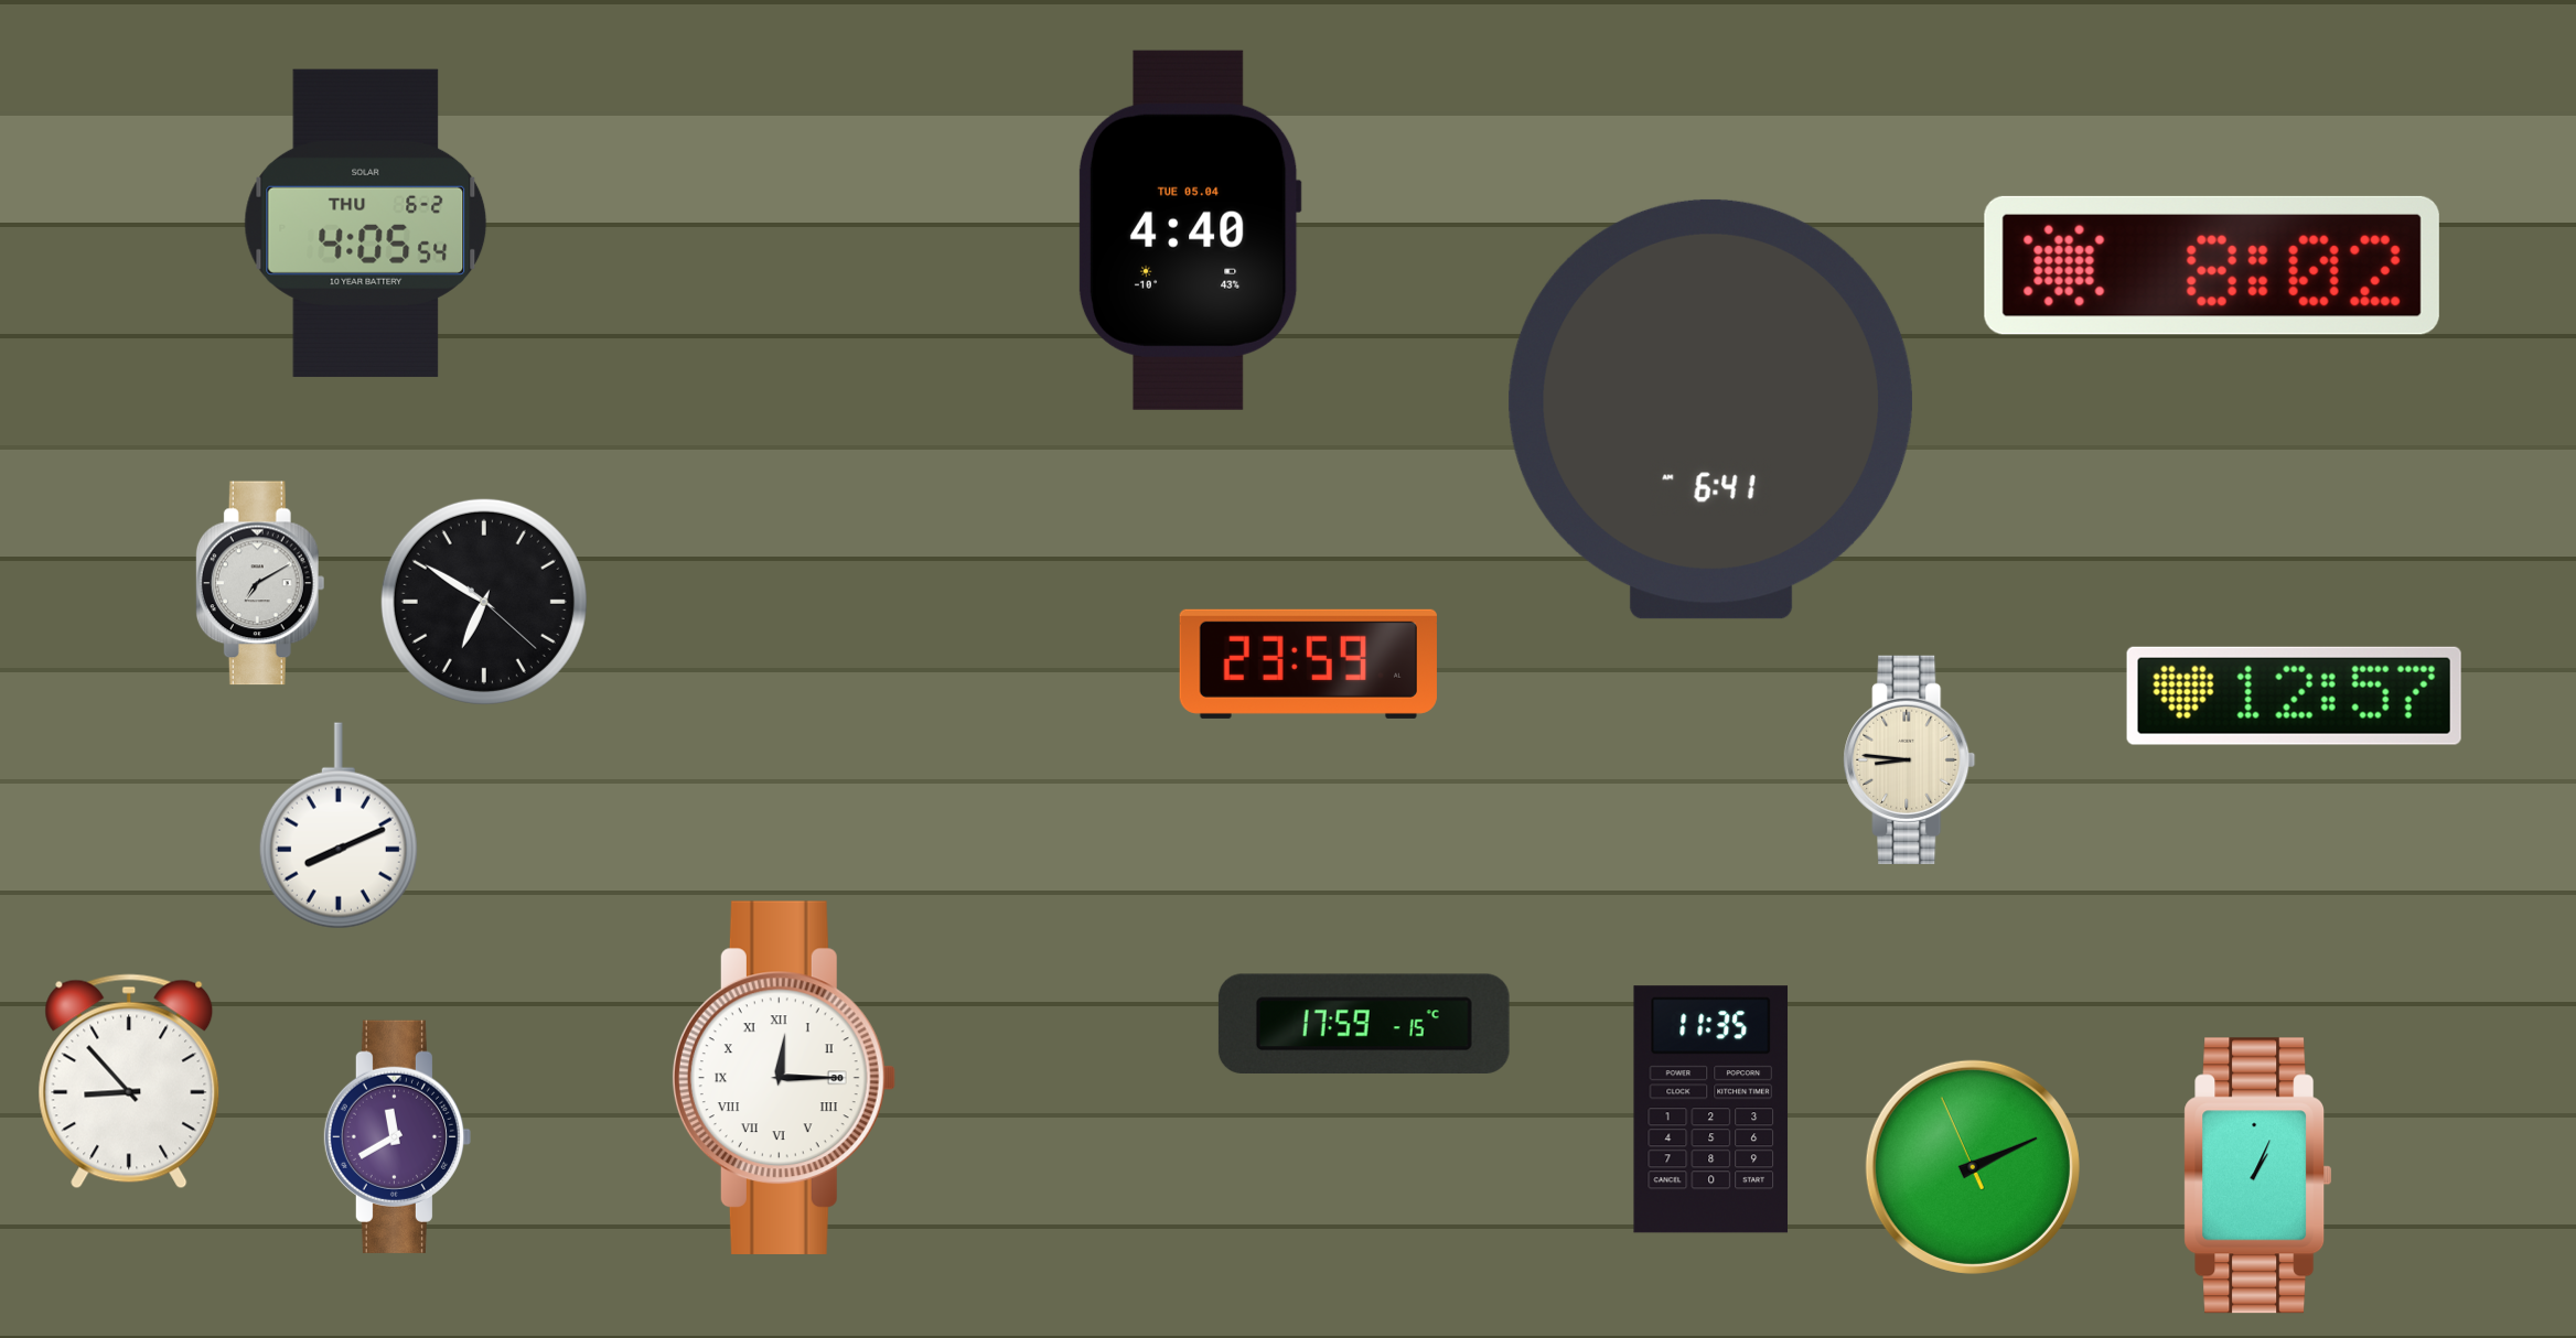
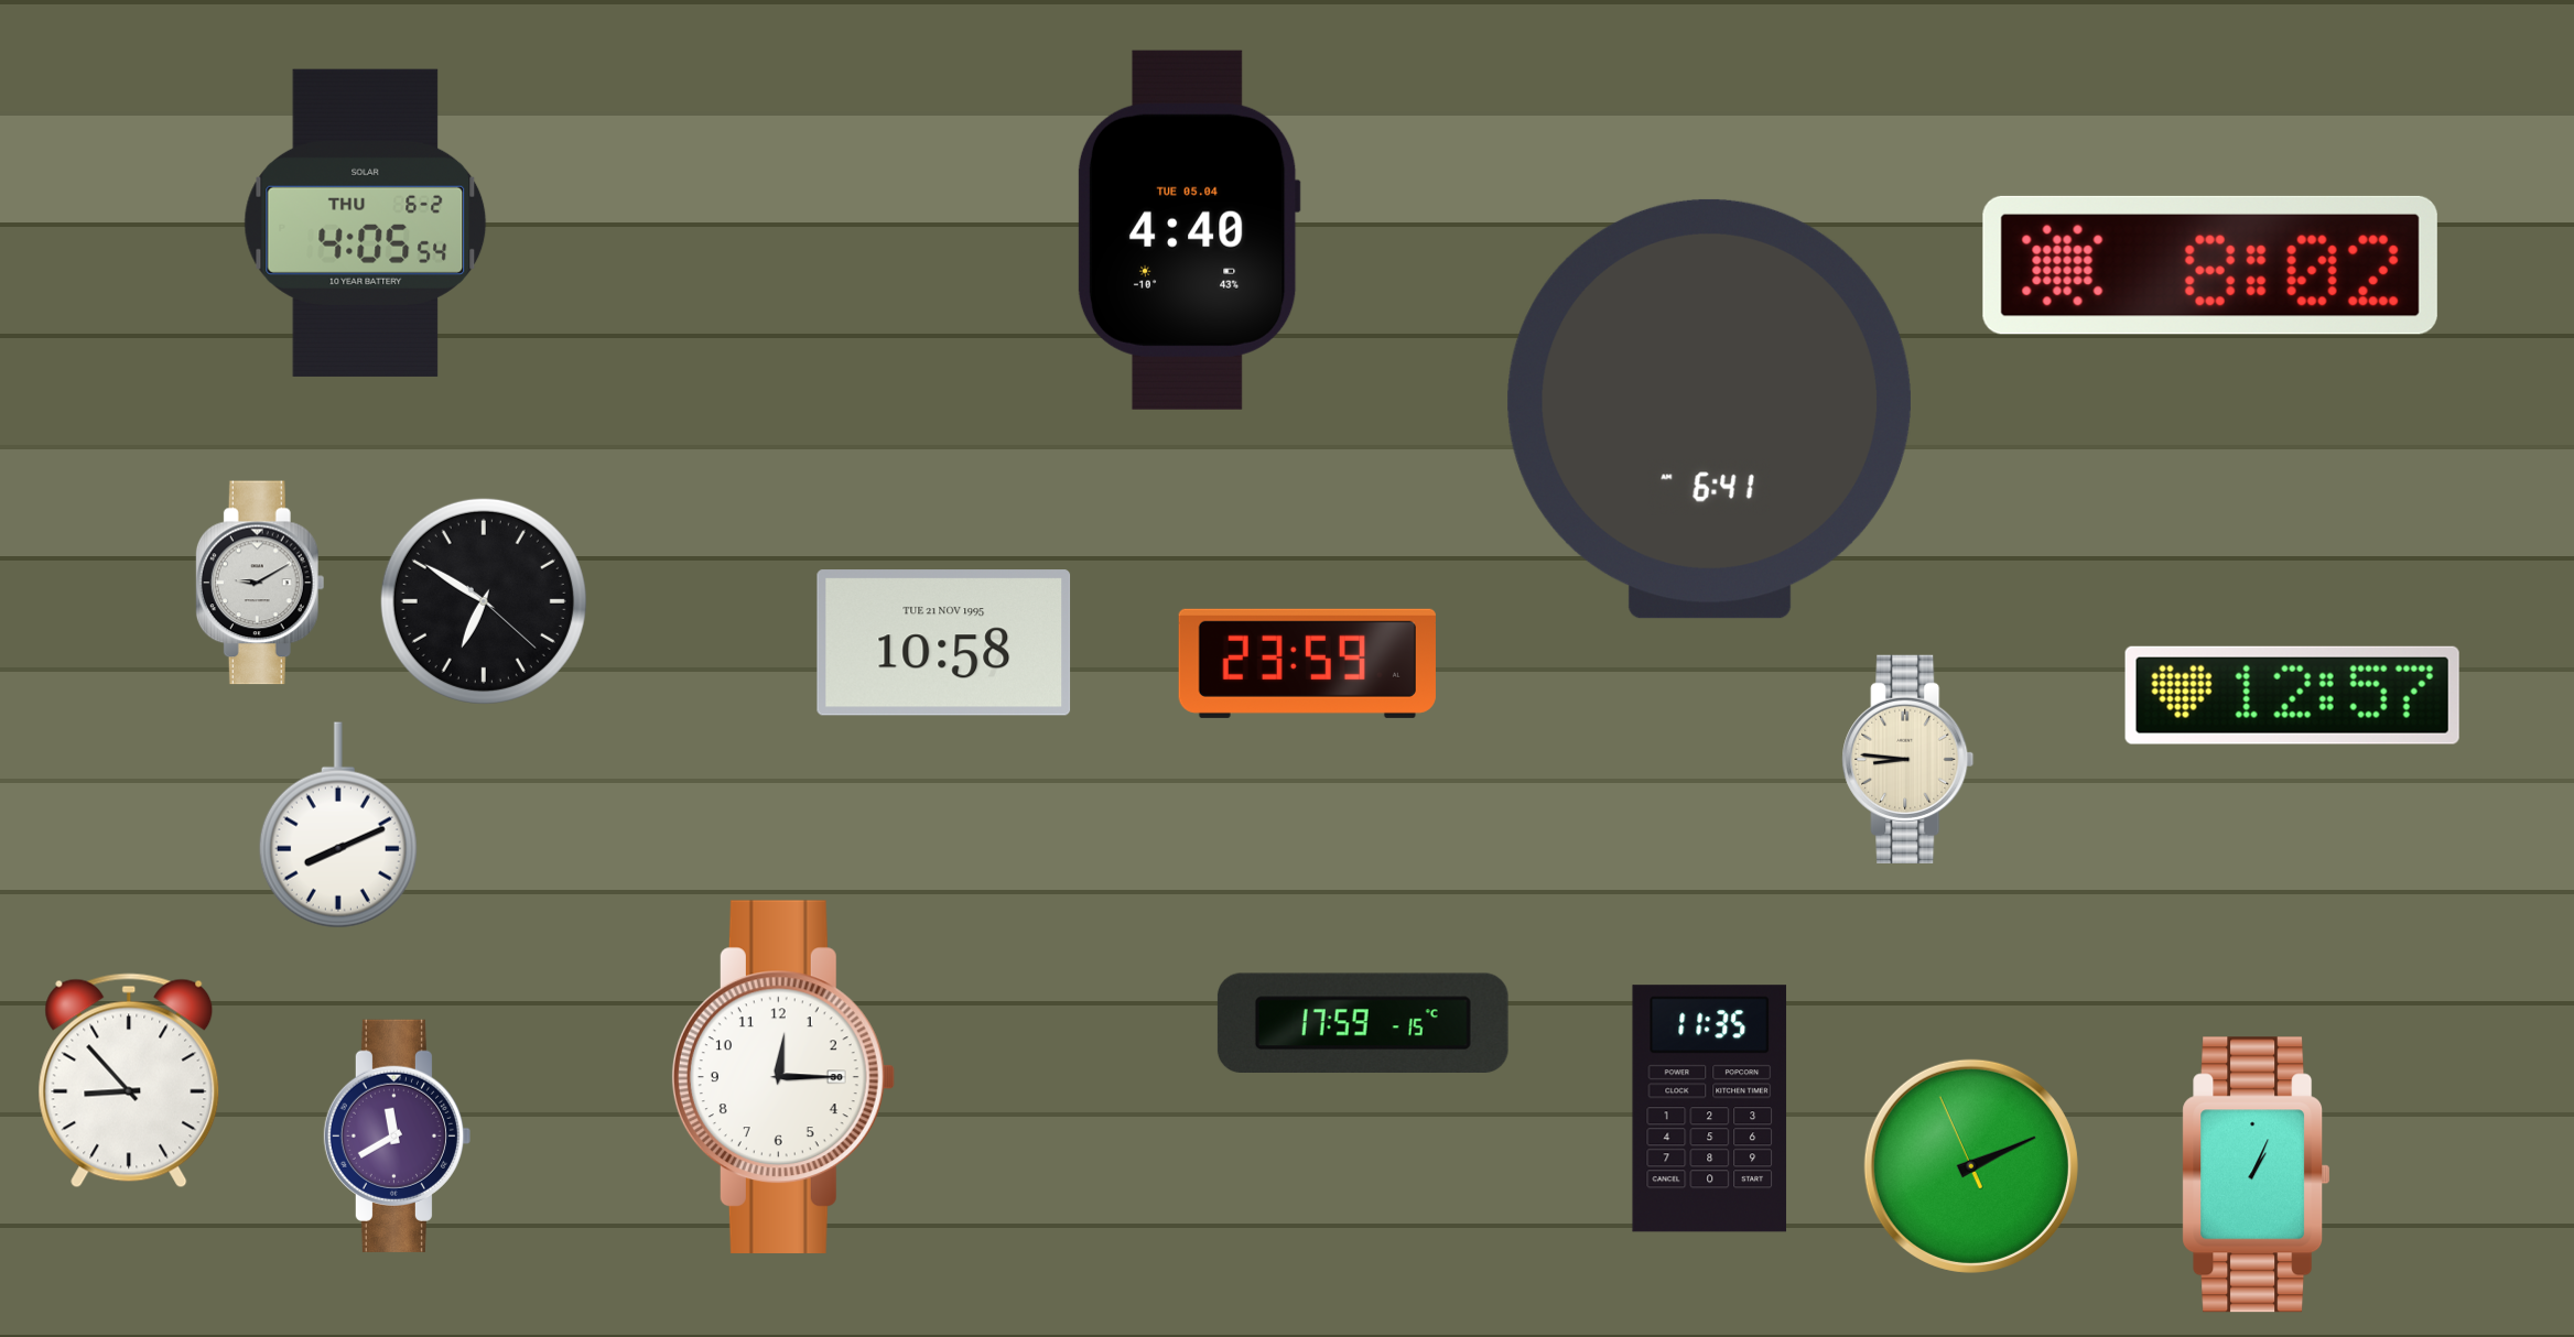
clock at (260, 583): 7:10 -> 9:10
clock at (944, 643): none -> 10:58
clock at (783, 1078) numerals: Roman -> Arabic
